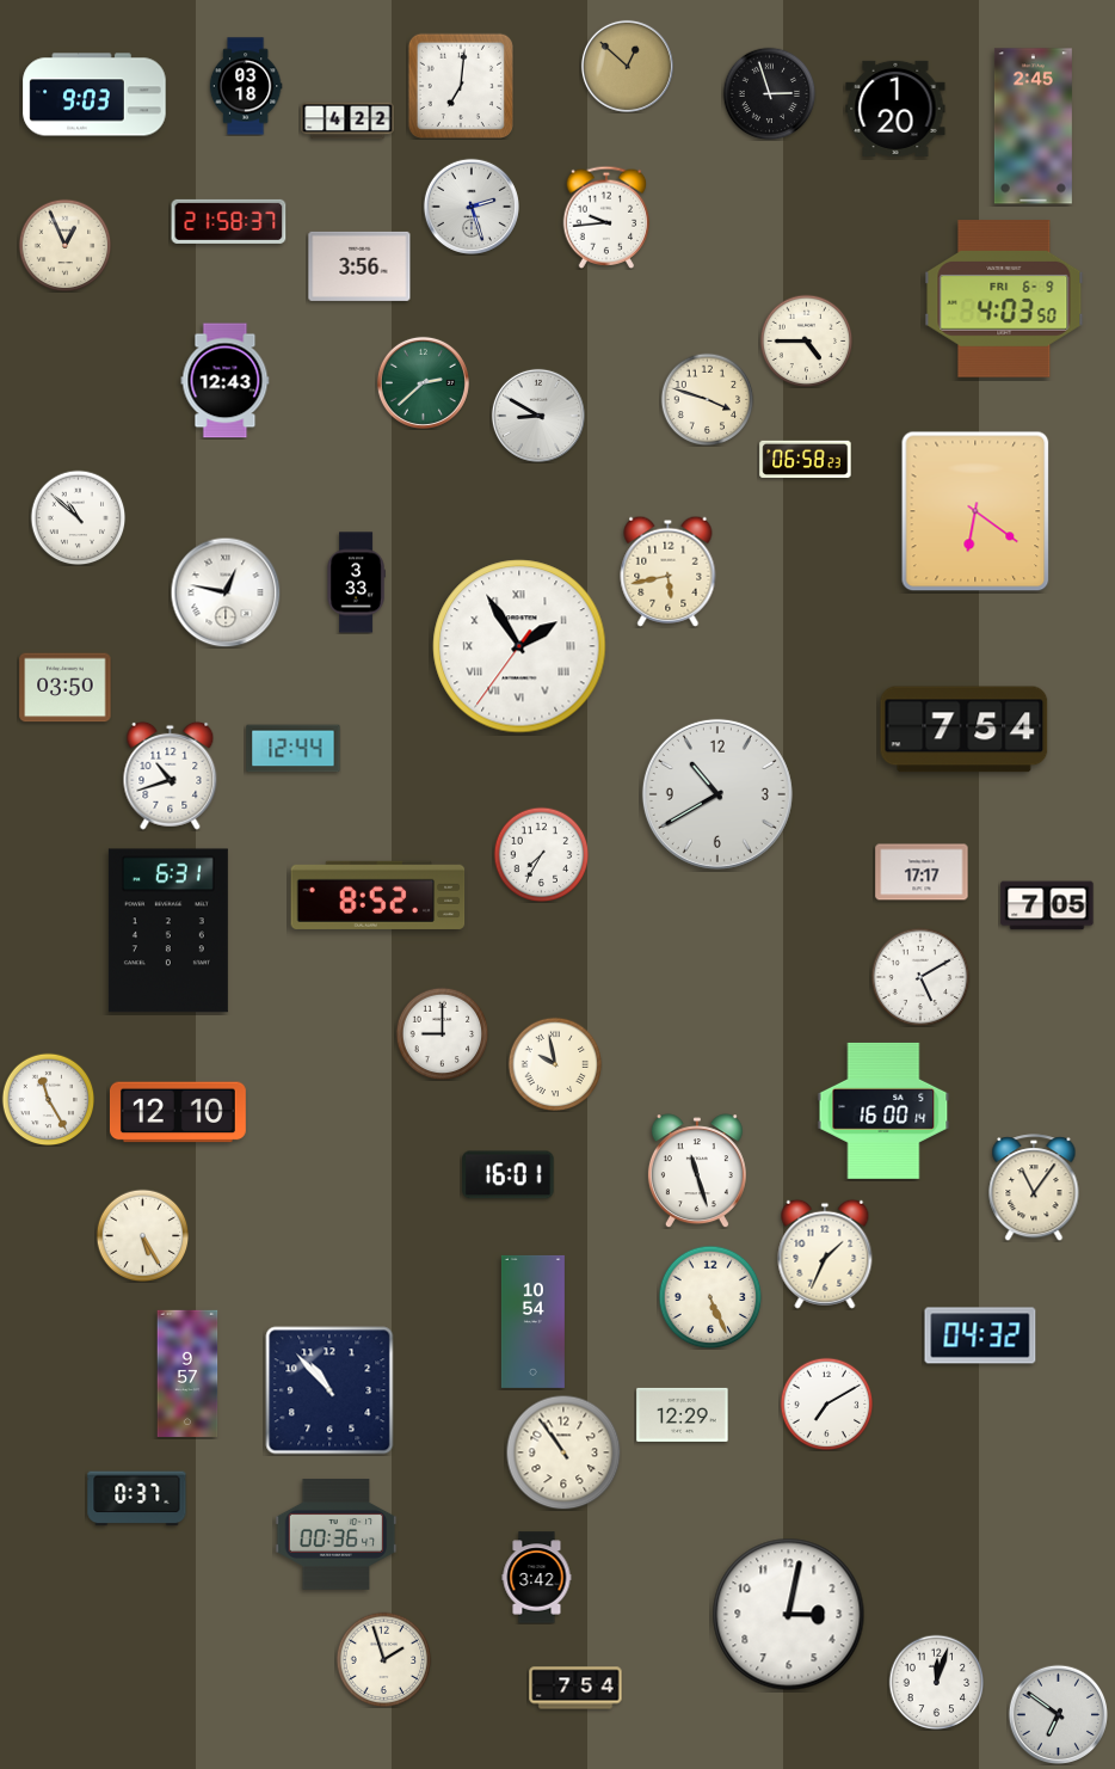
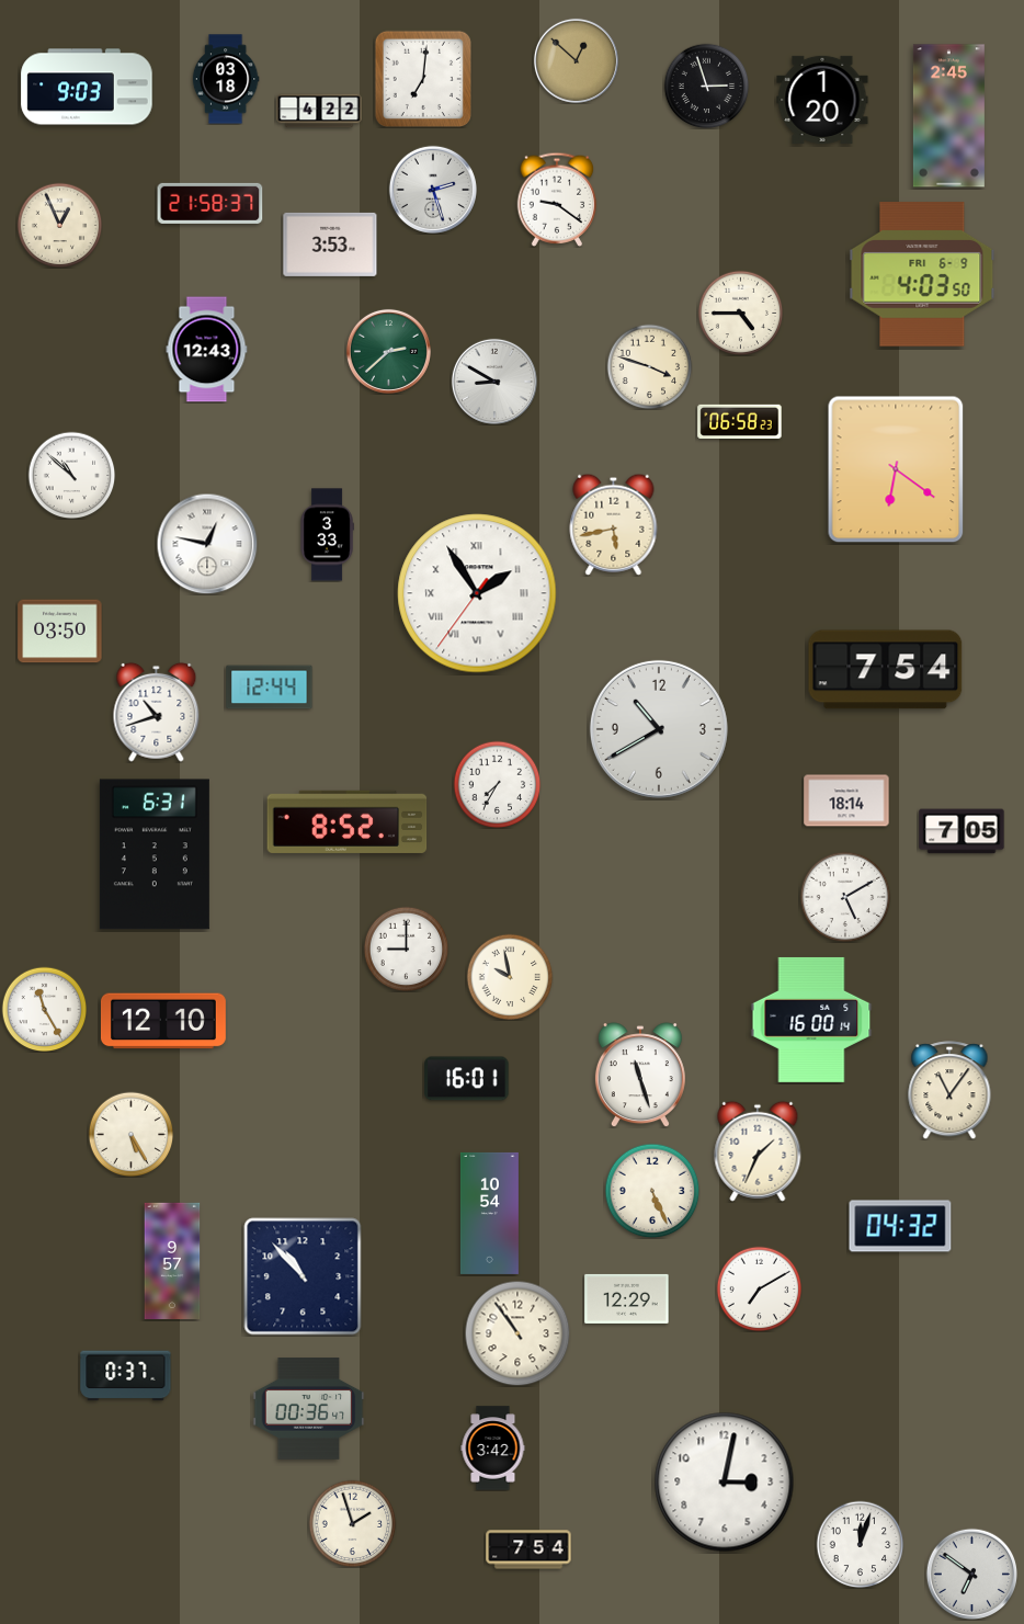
clock at (606, 217): 9:44 -> 9:21
clock at (359, 266): 3:56 -> 3:53
clock at (922, 872): 17:17 -> 18:14
